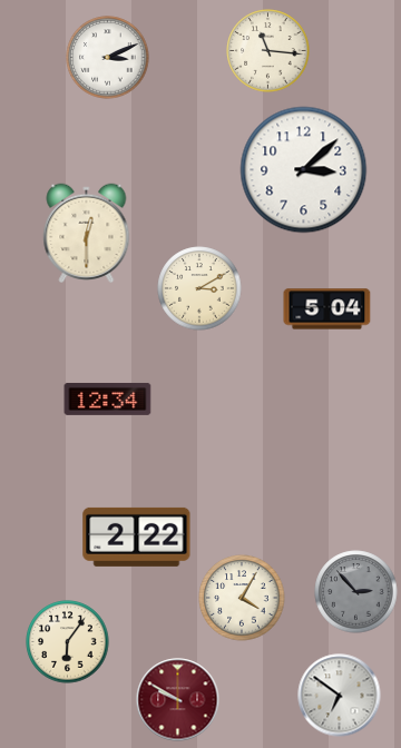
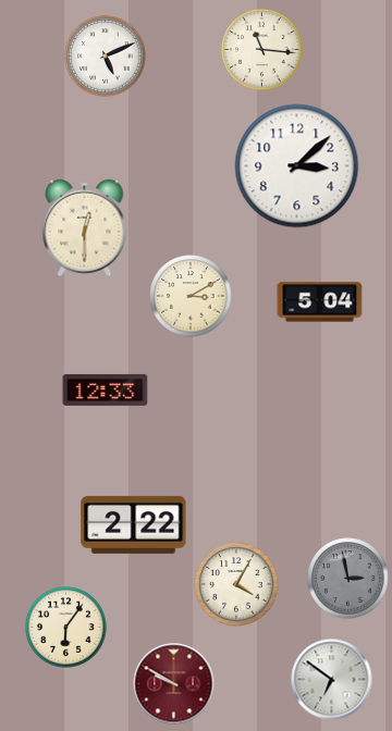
clock at (108, 58): 3:11 -> 5:11
clock at (199, 288) position: (199, 288) -> (191, 296)
clock at (108, 398): 12:34 -> 12:33
clock at (356, 592): 2:53 -> 2:58
